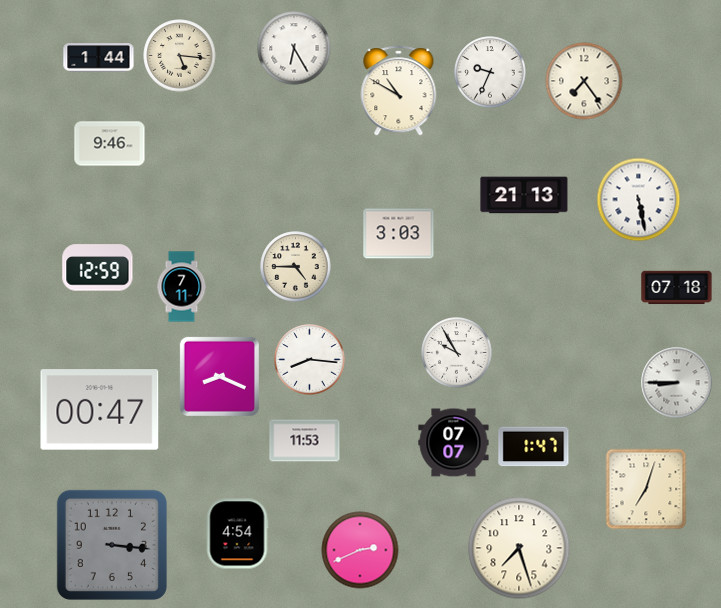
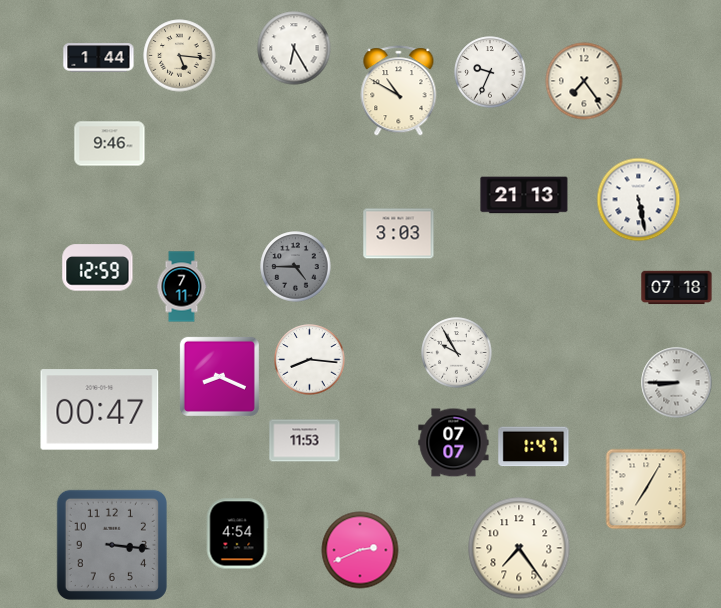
clock at (296, 267) dial: cream -> grey
clock at (646, 489): 7:03 -> 7:05
clock at (519, 548): 7:27 -> 7:24
